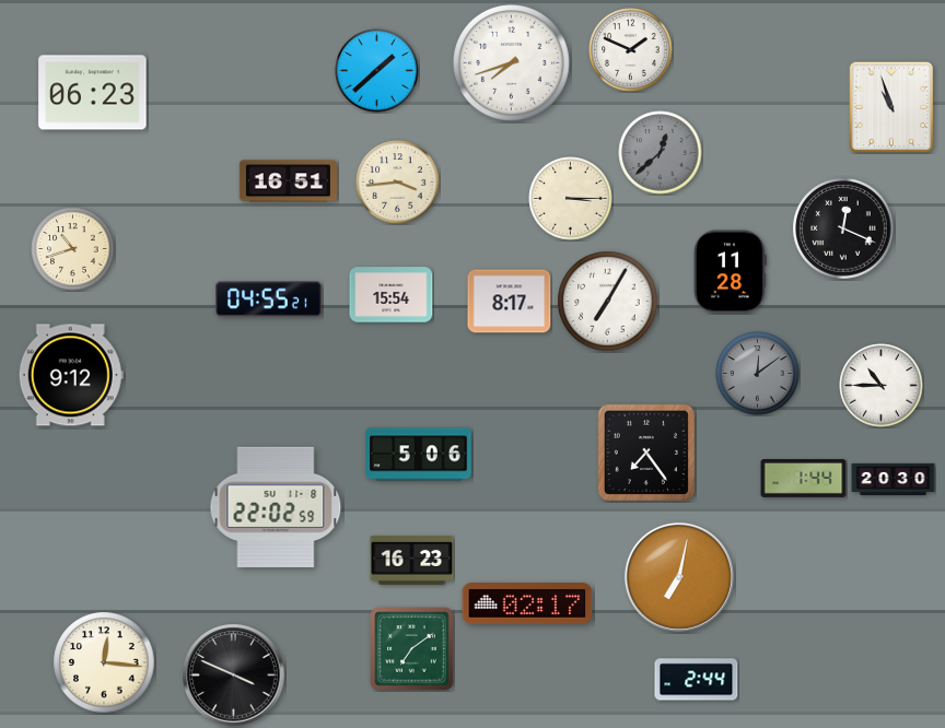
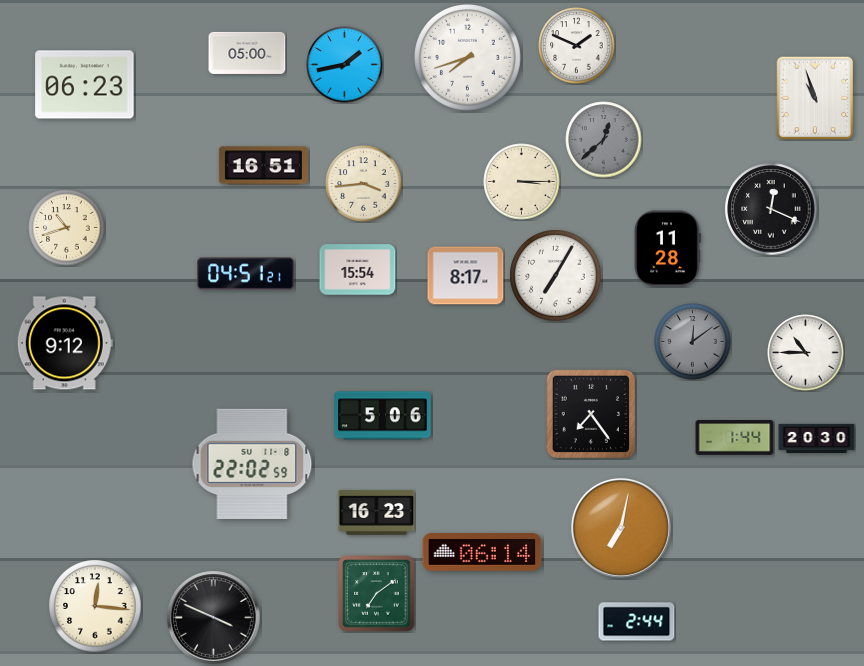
clock at (247, 53): none -> 05:00
clock at (377, 71): 1:38 -> 1:43
clock at (398, 183) position: (398, 183) -> (364, 184)
clock at (269, 300): 04:55 -> 04:51
clock at (527, 604): 02:17 -> 06:14
